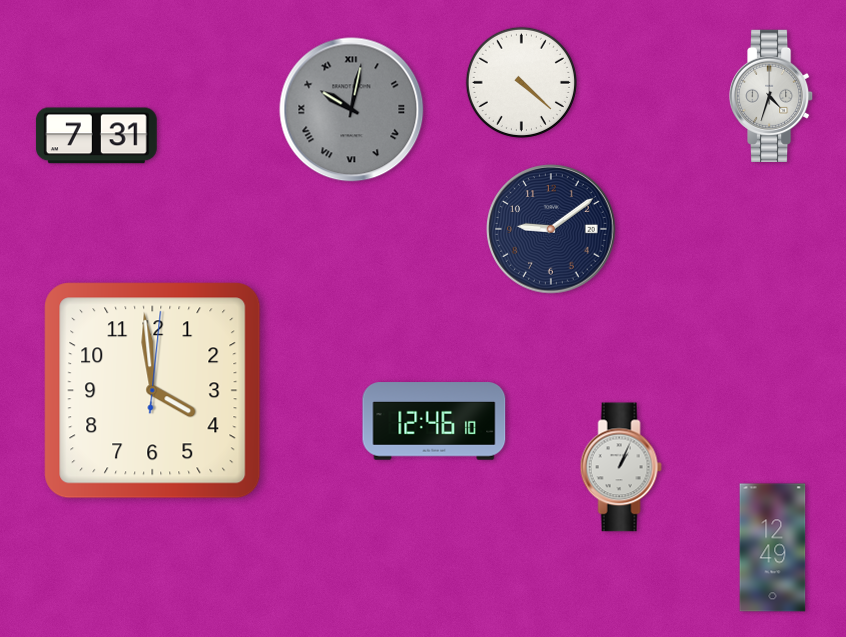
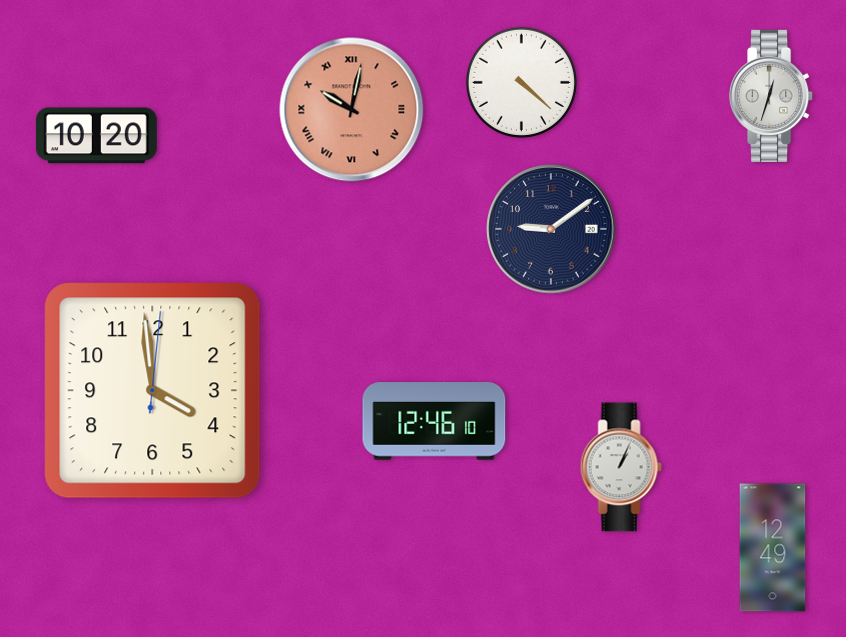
clock at (772, 96): 4:33 -> 12:33
clock at (352, 110) dial: grey -> salmon
clock at (96, 136): 7:31 -> 10:20
